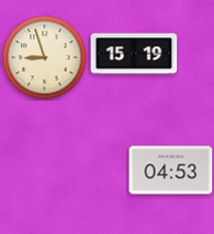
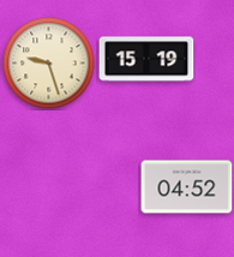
clock at (45, 58): 8:57 -> 9:27
clock at (171, 171): 04:53 -> 04:52
